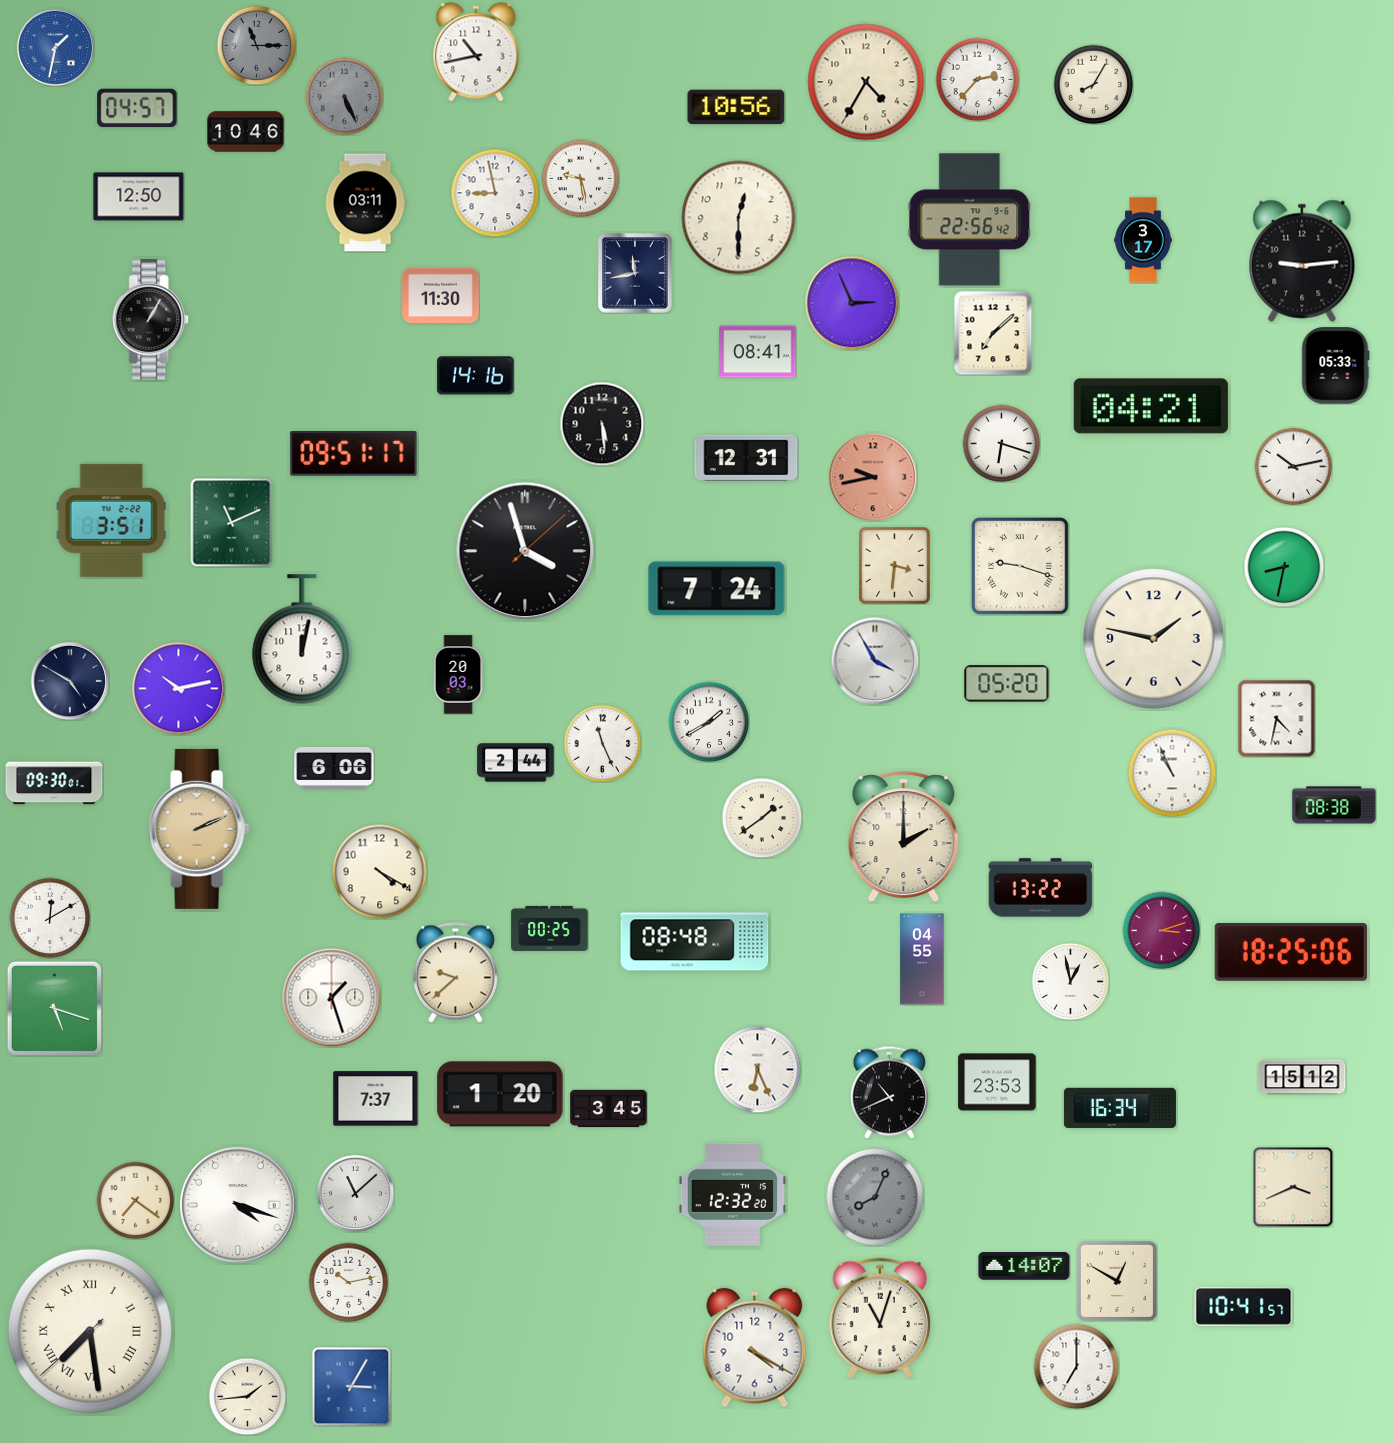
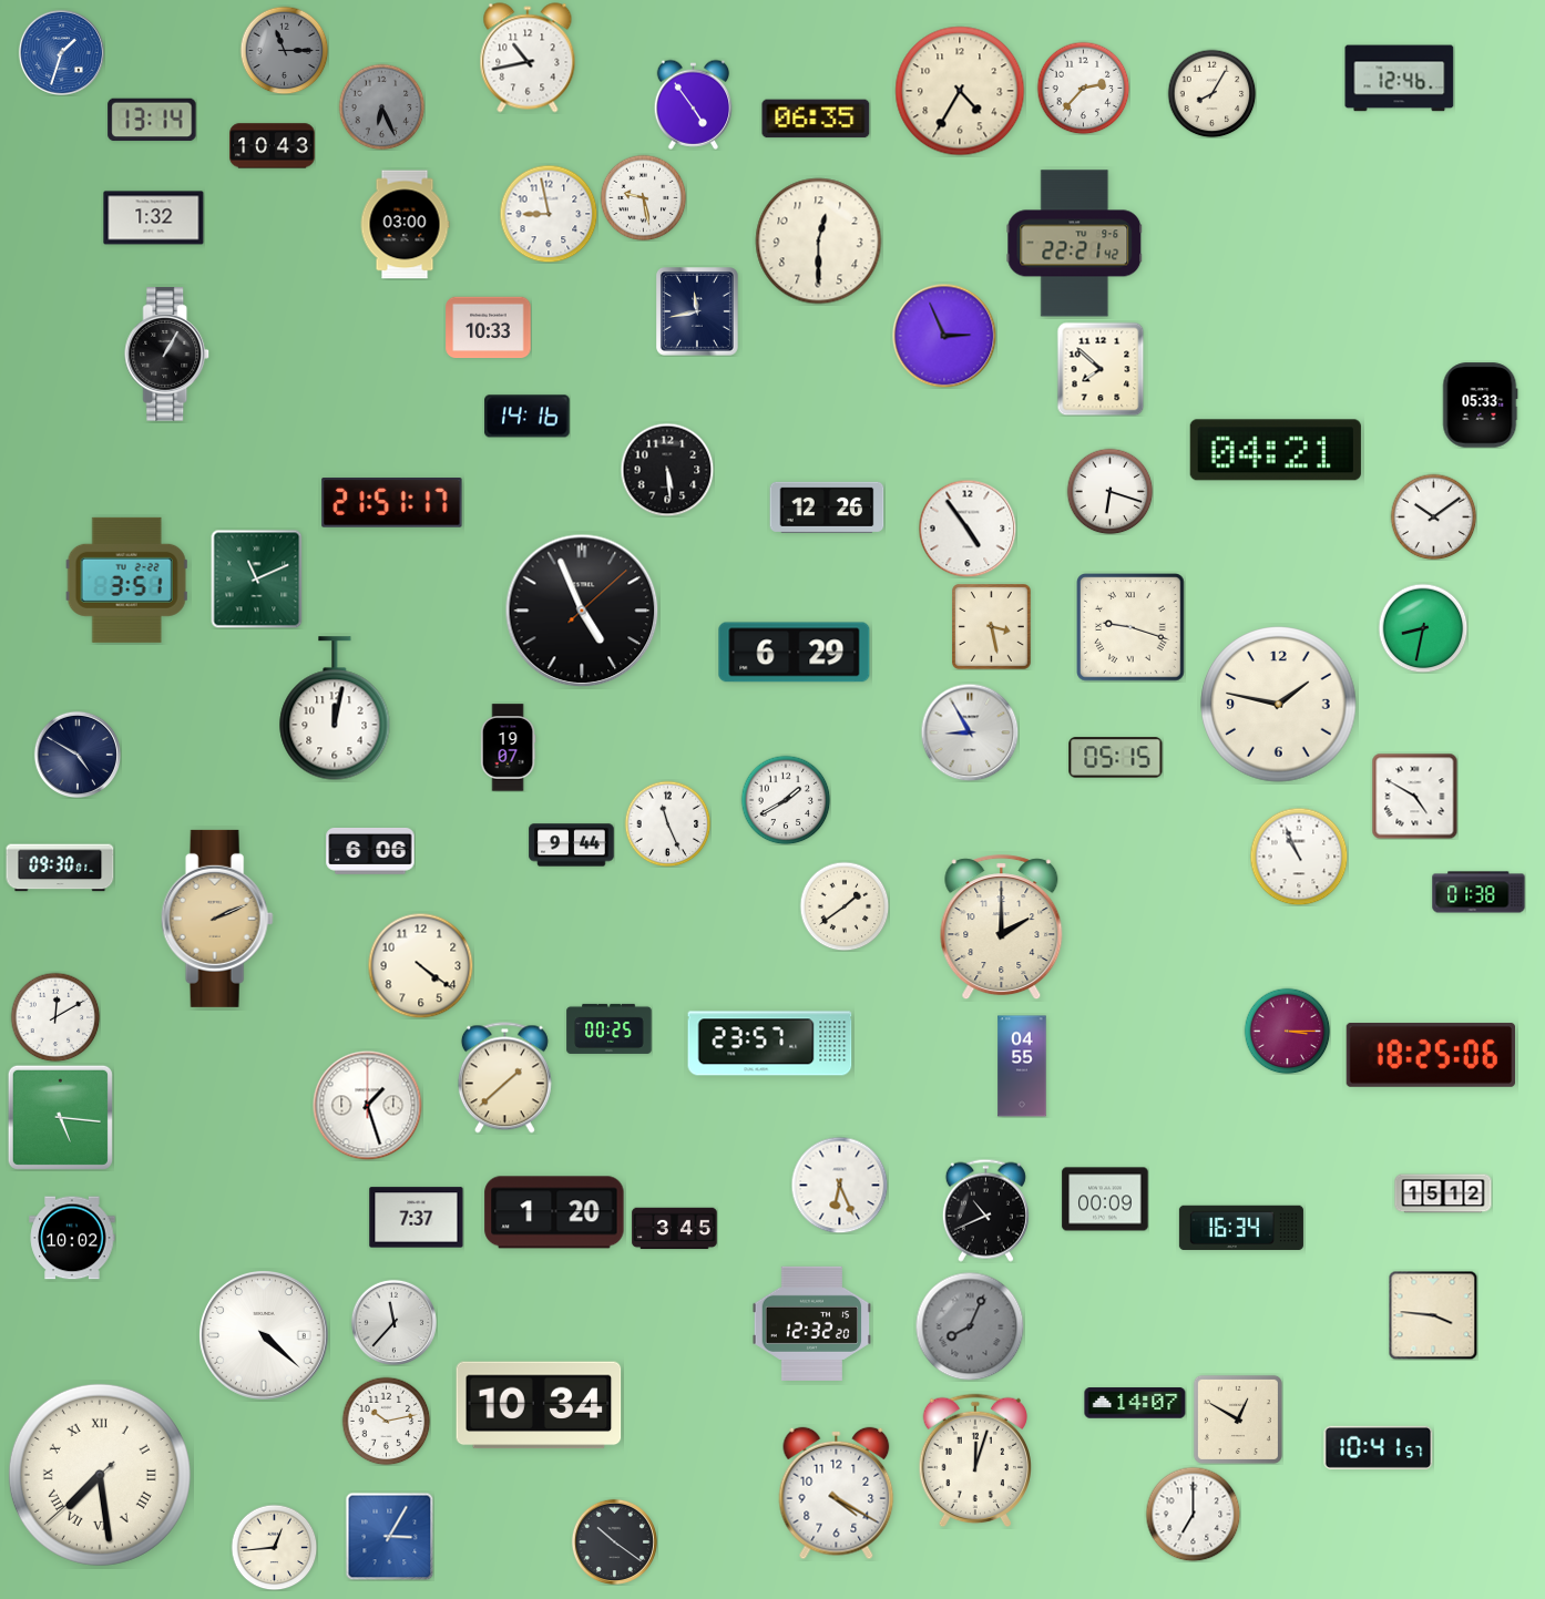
clock at (55, 47): 1:32 -> 1:33
clock at (1400, 79): none -> 12:46
clock at (694, 104): none -> 4:54
clock at (344, 96): 5:26 -> 6:26
clock at (736, 107): 10:56 -> 06:35
clock at (137, 108): 04:57 -> 13:14
clock at (246, 132): 10:46 -> 10:43
clock at (139, 197): 12:50 -> 1:32
clock at (365, 203): 03:11 -> 03:00
clock at (970, 220): 22:56 -> 22:21
clock at (1143, 240): 3:17 -> none
clock at (1302, 261): 9:14 -> none
clock at (636, 274) position: (636, 274) -> (698, 312)
clock at (441, 296): 11:30 -> 10:33
clock at (993, 333): 7:08 -> 7:52
clock at (758, 352): 08:41 -> none
clock at (354, 454): 09:51 -> 21:51
clock at (746, 458): 12:31 -> 12:26
clock at (1293, 466): 10:13 -> 10:09
clock at (873, 477): 9:43 -> 4:54
clock at (873, 477) dial: salmon -> white
clock at (111, 520) position: (111, 520) -> (126, 580)
clock at (525, 551): 3:57 -> 4:56
clock at (895, 566): 3:31 -> 3:28
clock at (717, 589): 7:24 -> 6:29
clock at (1154, 639) position: (1154, 639) -> (1279, 705)
clock at (875, 661): 3:55 -> 8:55
clock at (458, 675): 20:03 -> 19:07
clock at (1007, 684): 05:20 -> 05:15
clock at (178, 688): 10:13 -> none
clock at (1276, 718): 4:32 -> 4:50
clock at (516, 763): 2:44 -> 9:44
clock at (1334, 805): 08:38 -> 01:38
clock at (199, 829) position: (199, 829) -> (217, 919)
clock at (379, 871): 4:20 -> 4:21
clock at (1041, 888): 13:22 -> none
clock at (1161, 930): 3:12 -> 3:15
clock at (695, 942): 08:48 -> 23:57
clock at (922, 959) position: (922, 959) -> (1022, 1066)
clock at (455, 973): 9:38 -> 1:38
clock at (1070, 981): 12:58 -> none
clock at (54, 1008): 5:18 -> 5:16
clock at (997, 1082): 23:53 -> 00:09
clock at (72, 1238): none -> 10:02
clock at (1293, 1187): 3:41 -> 3:46
clock at (355, 1193): 11:08 -> 11:37
clock at (135, 1200): 7:21 -> none
clock at (239, 1206): 4:18 -> 4:22
clock at (539, 1405): none -> 10:34
clock at (880, 1318): 11:03 -> 12:03
clock at (614, 1541): none -> 10:21
clock at (247, 1396): 1:44 -> 12:44
